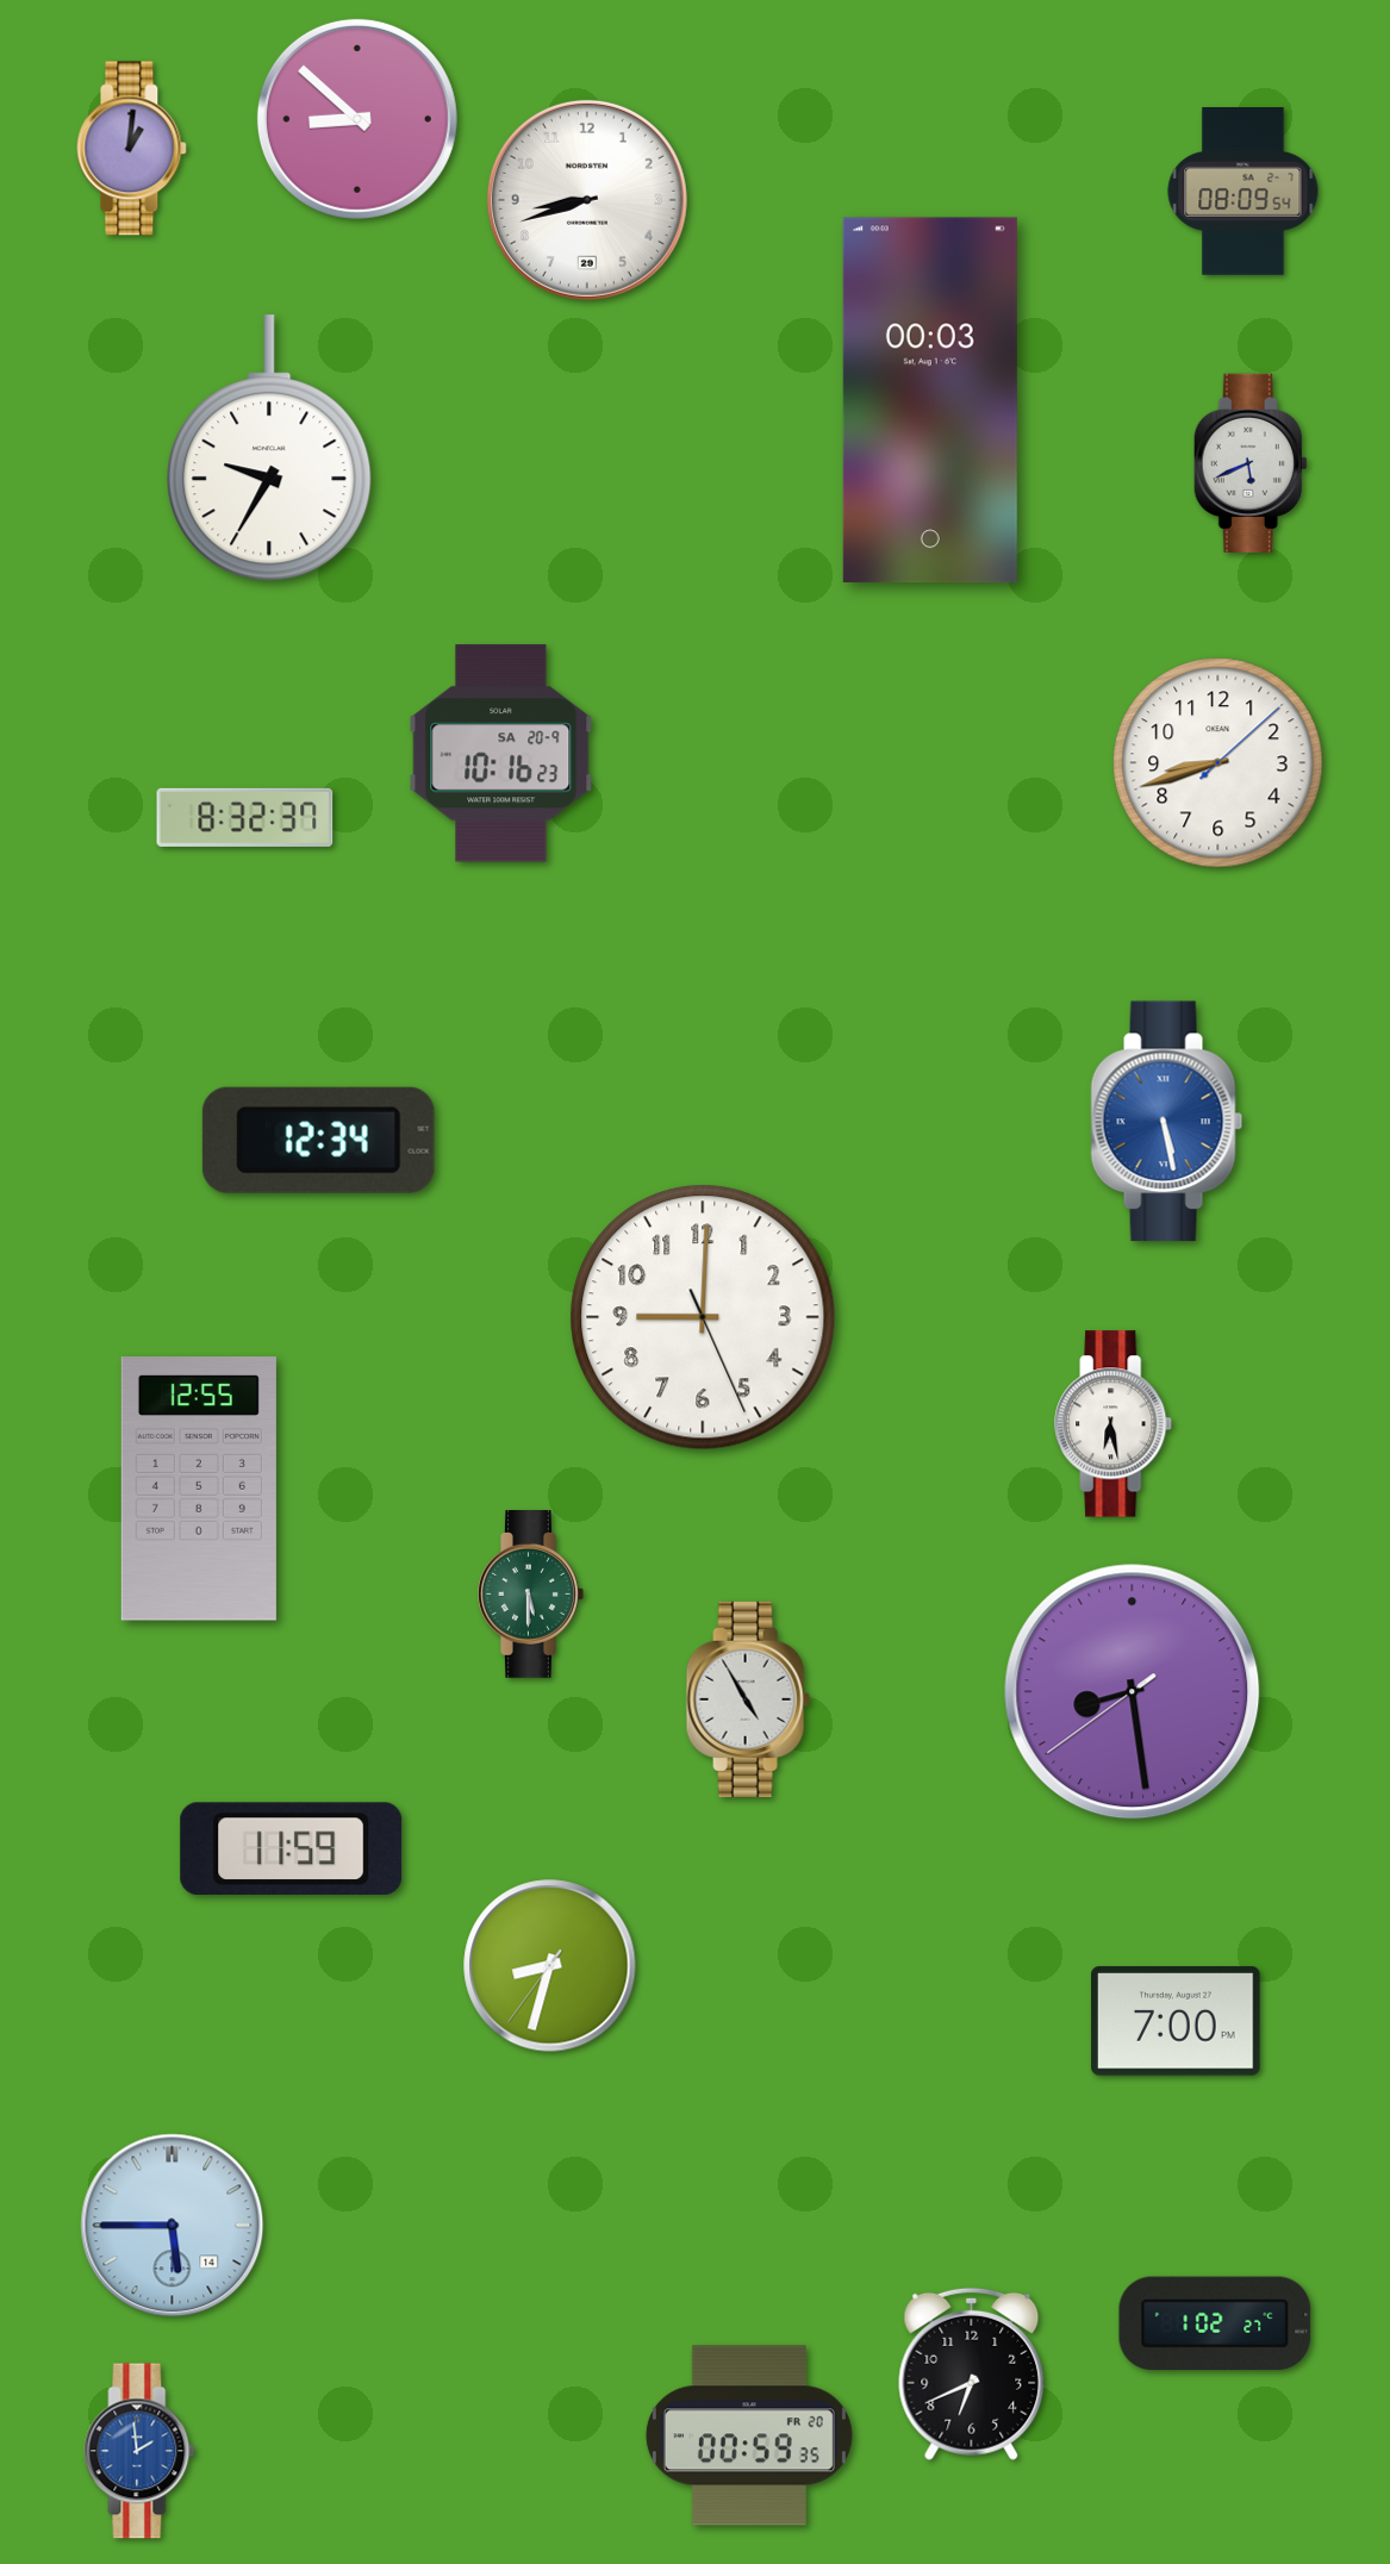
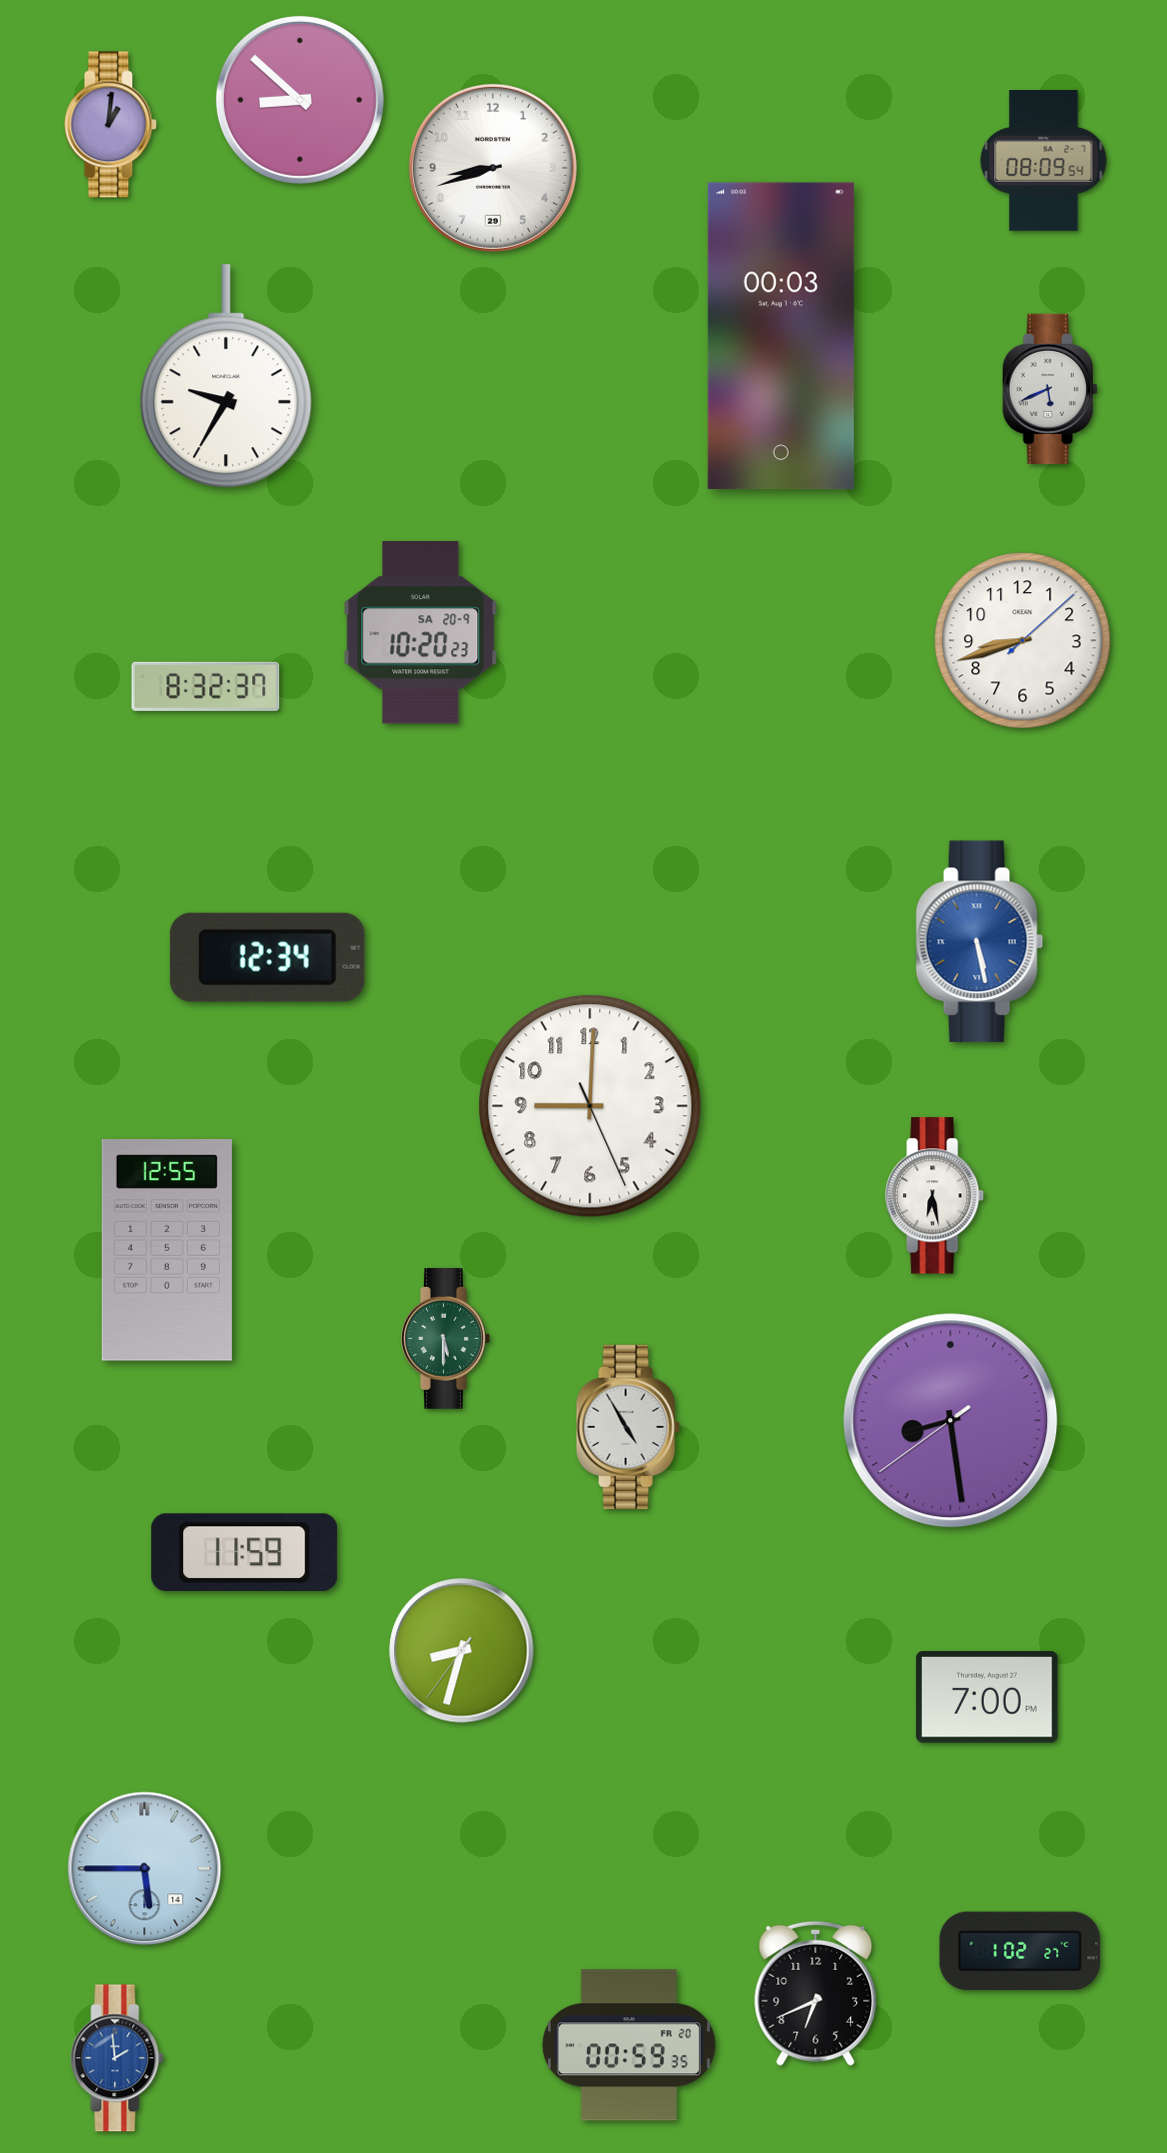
clock at (501, 754): 10:16 -> 10:20
